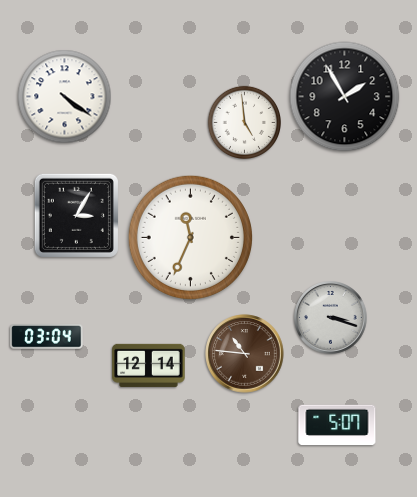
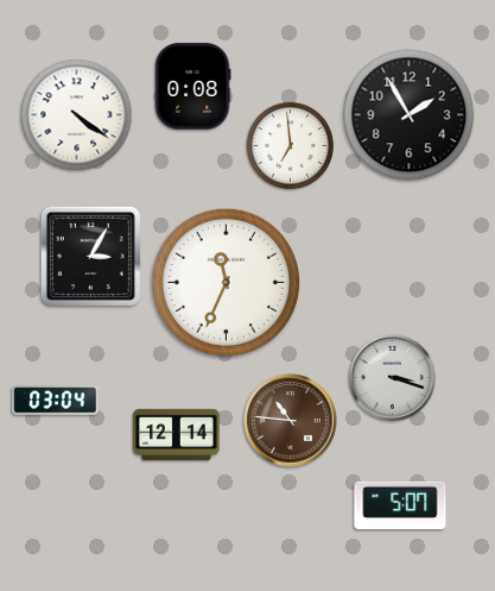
clock at (192, 87): none -> 0:08
clock at (244, 122): 4:59 -> 6:59
